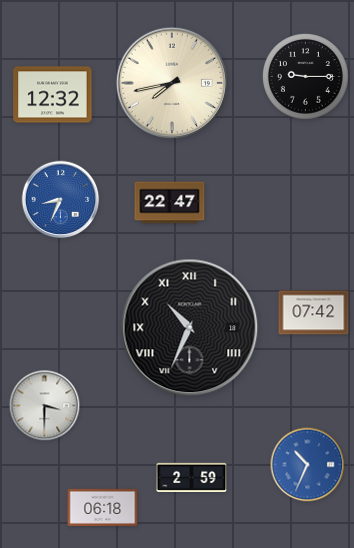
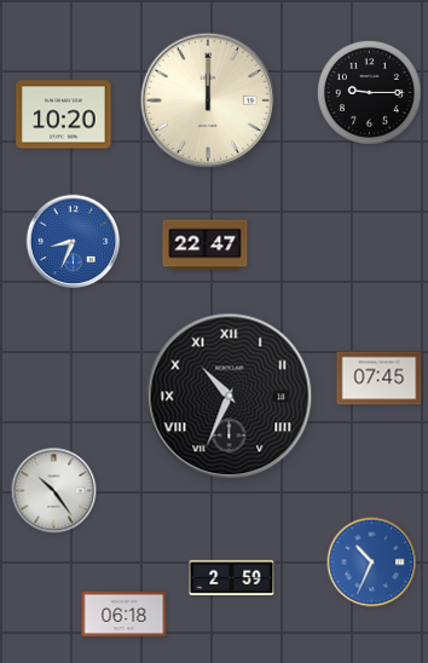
clock at (171, 82): 7:43 -> 12:00
clock at (53, 95): 12:32 -> 10:20
clock at (314, 313): 07:42 -> 07:45
clock at (45, 406): 3:30 -> 10:24
